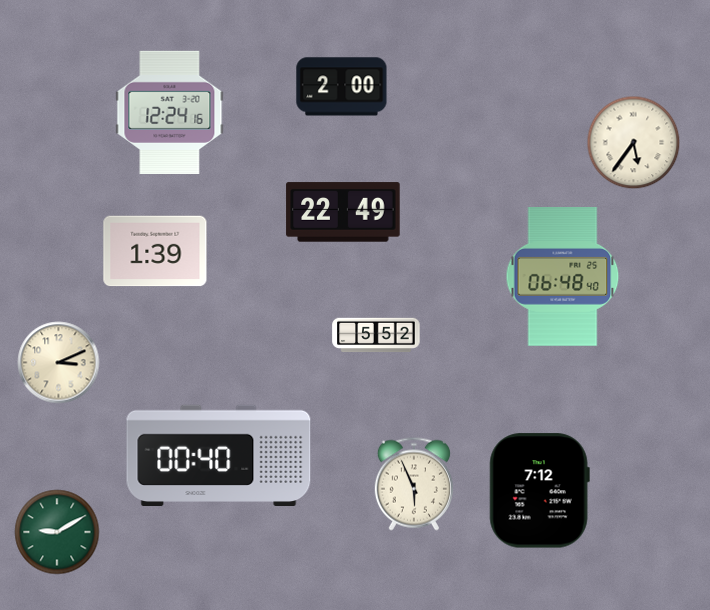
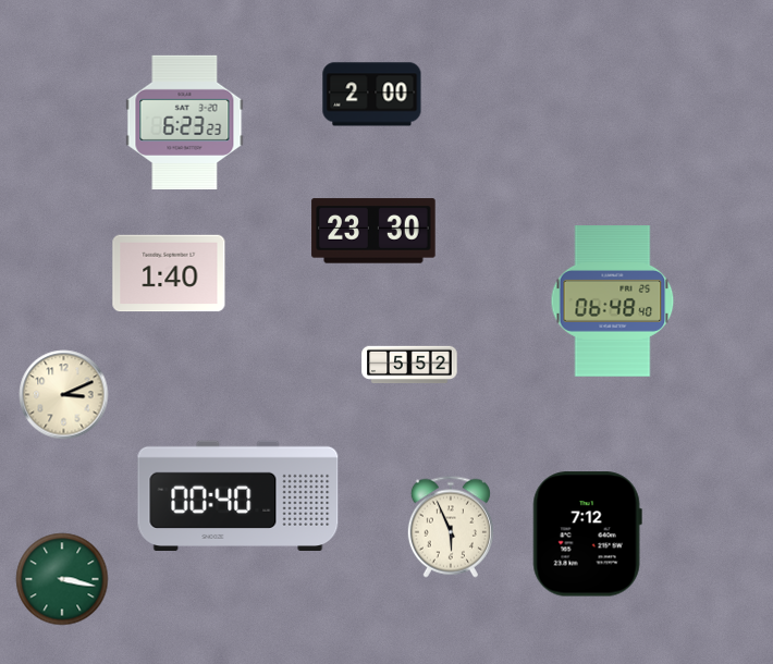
clock at (170, 112): 12:24 -> 6:23
clock at (634, 143): 5:36 -> none
clock at (343, 212): 22:49 -> 23:30
clock at (155, 251): 1:39 -> 1:40
clock at (57, 532): 9:10 -> 3:17
